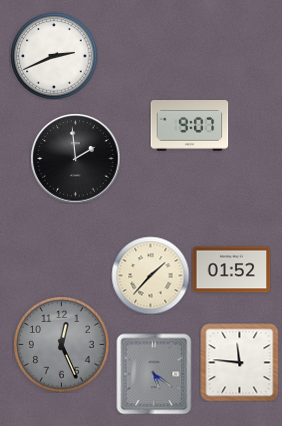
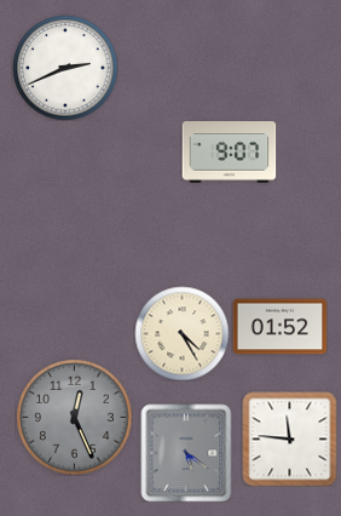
clock at (75, 158): 1:59 -> none
clock at (150, 275): 1:37 -> 4:25
